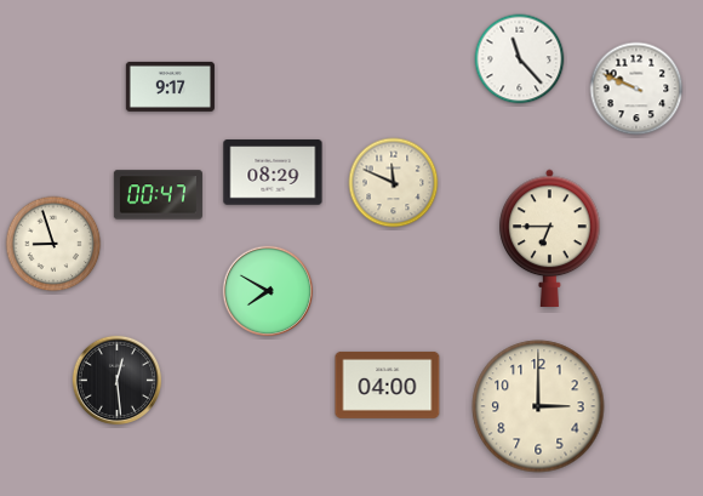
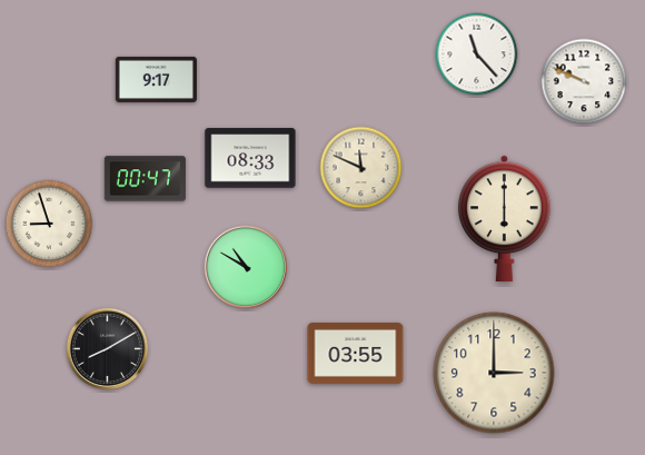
clock at (273, 172): 08:29 -> 08:33
clock at (550, 238): 6:45 -> 6:00
clock at (268, 291): 7:50 -> 10:50
clock at (118, 381): 12:29 -> 8:10
clock at (388, 384): 04:00 -> 03:55
